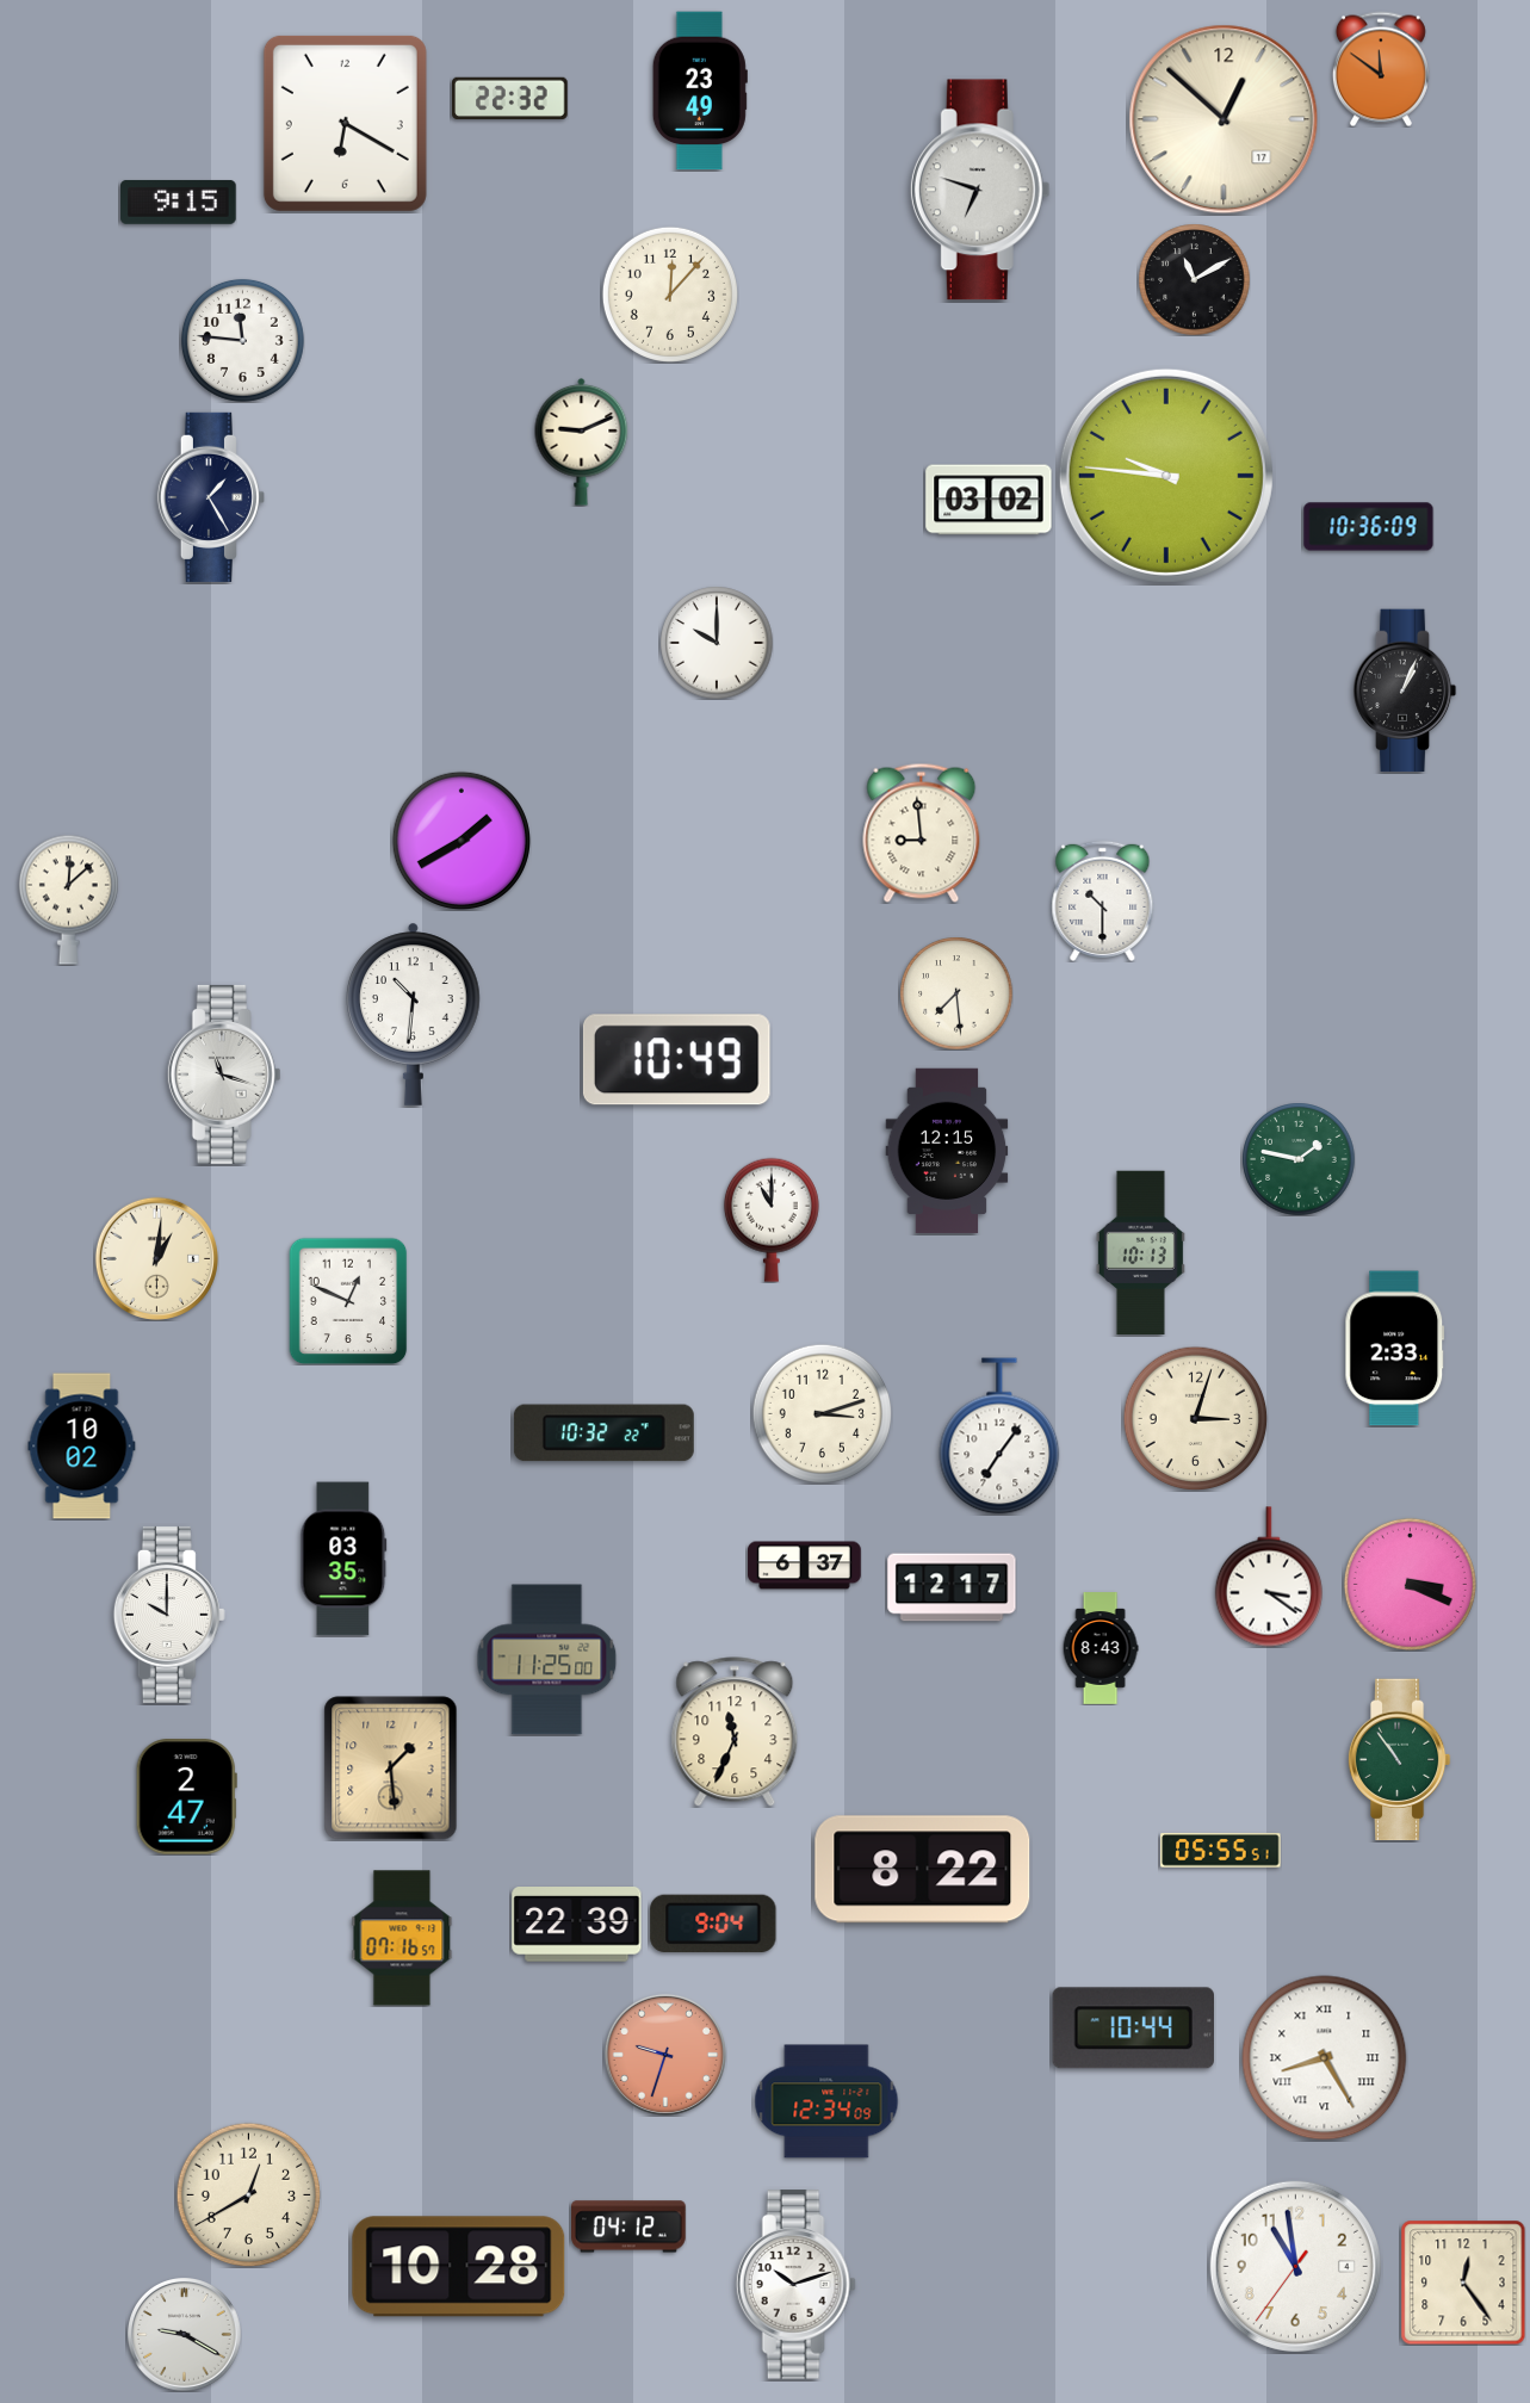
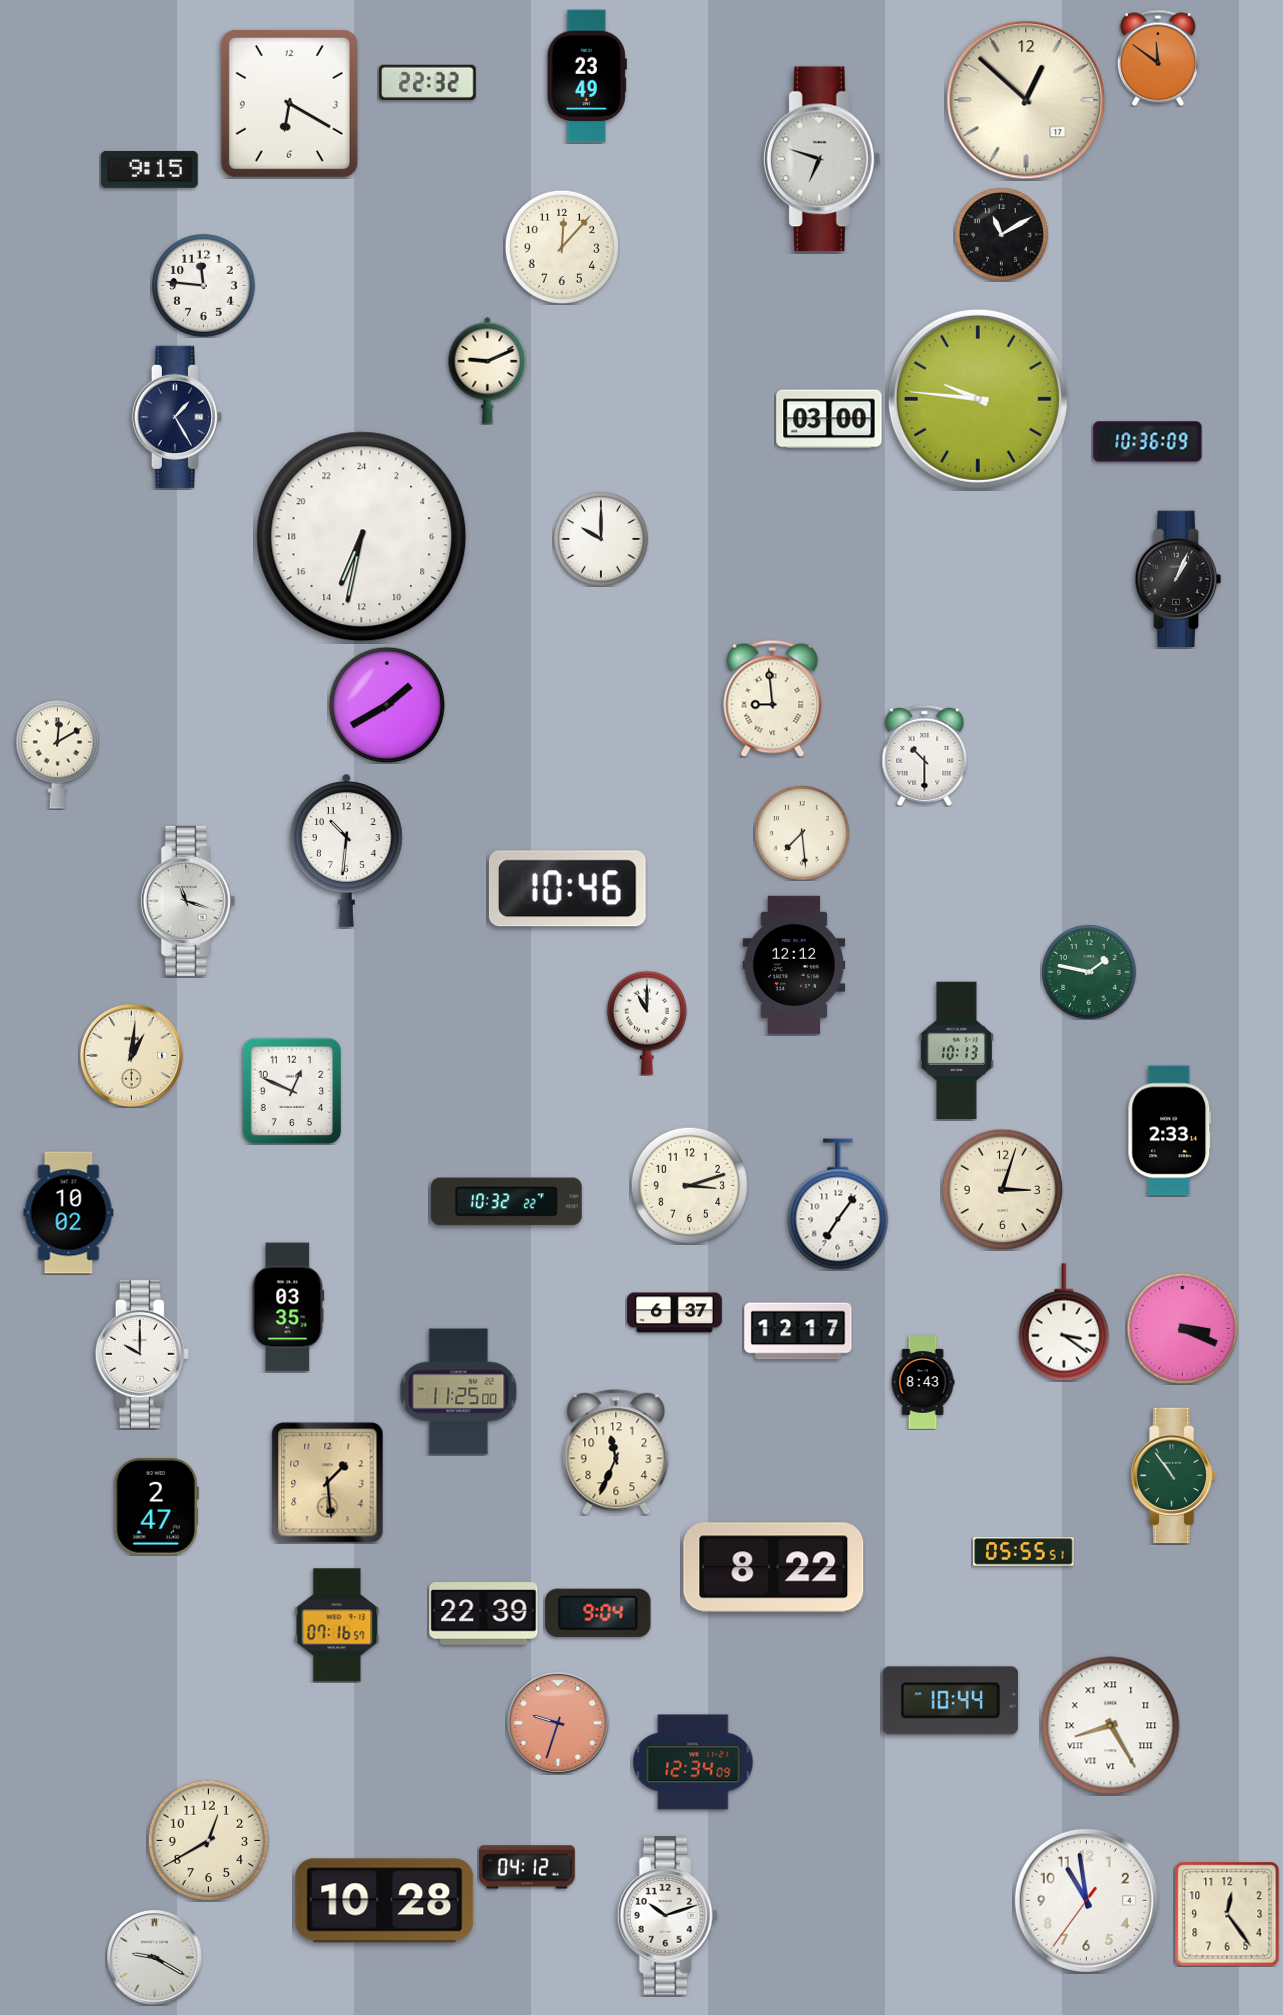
clock at (989, 500): 03:02 -> 03:00
clock at (362, 537): none -> 13:32
clock at (68, 899): 12:08 -> 12:10
clock at (676, 1060): 10:49 -> 10:46
clock at (947, 1151): 12:15 -> 12:12
